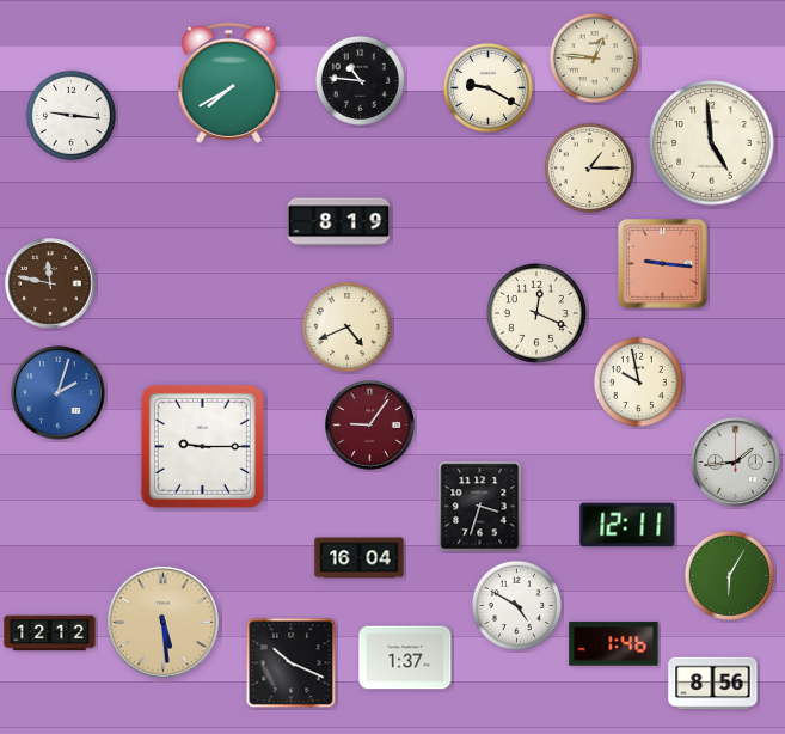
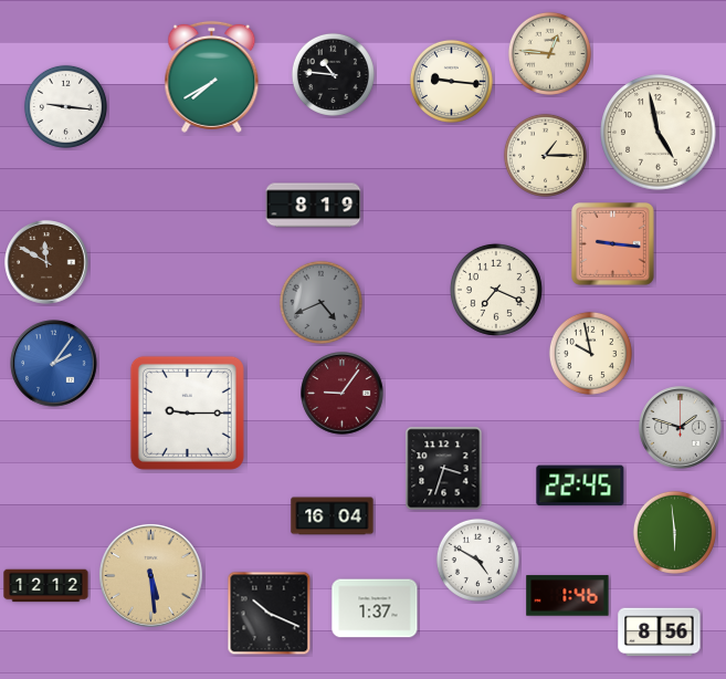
clock at (487, 87): 9:20 -> 9:16
clock at (712, 143): 4:59 -> 4:58
clock at (50, 283): 11:47 -> 11:50
clock at (536, 313): 12:19 -> 7:19
clock at (346, 326) dial: cream -> grey
clock at (59, 393): 2:03 -> 2:06
clock at (736, 463): 1:44 -> 1:48
clock at (627, 525): 12:11 -> 22:45
clock at (729, 575): 6:05 -> 5:59
